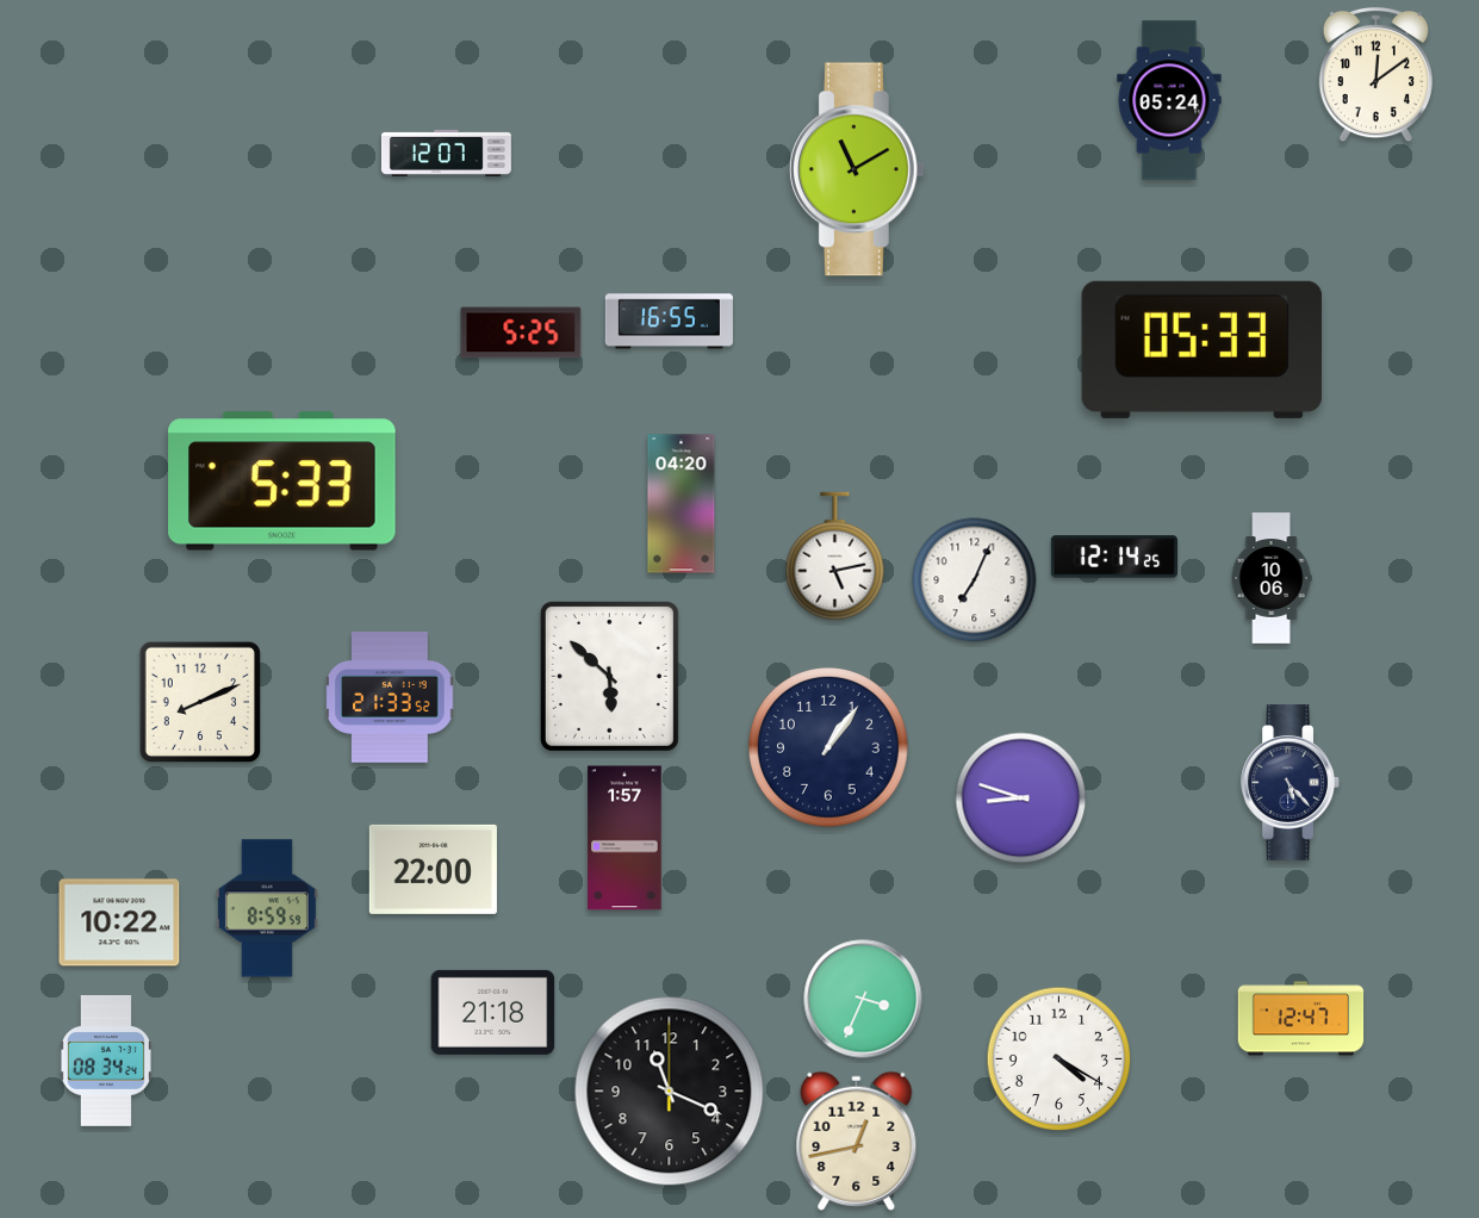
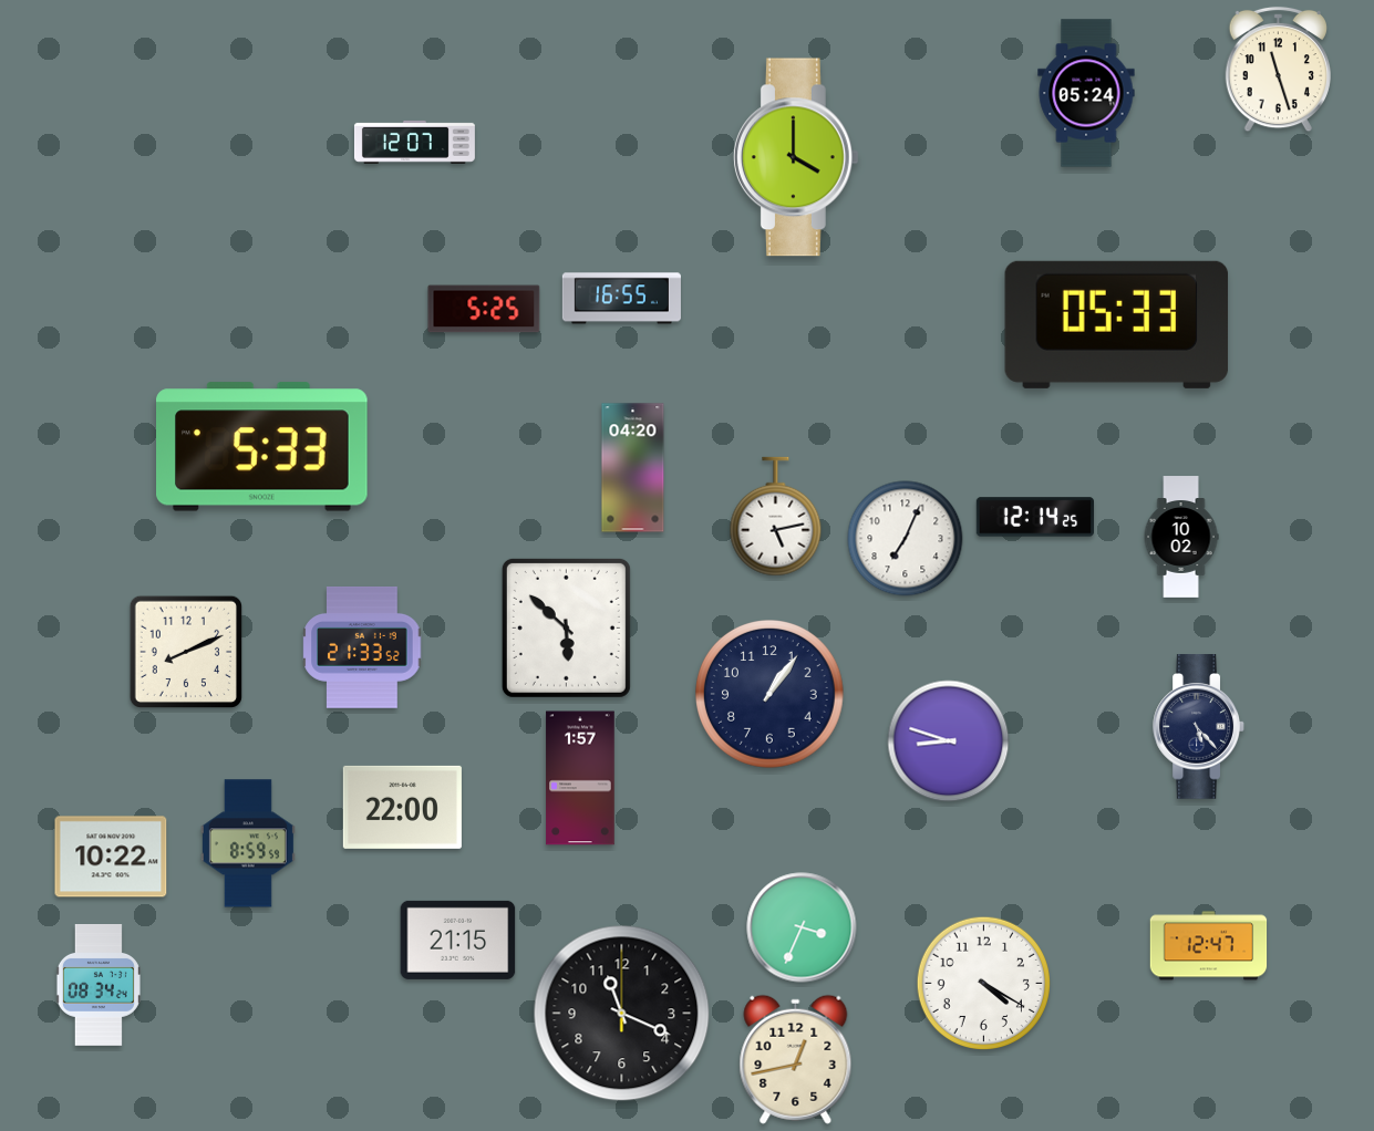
clock at (1375, 75): 12:09 -> 11:27
clock at (857, 169): 11:10 -> 4:00
clock at (1272, 578): 10:06 -> 10:02
clock at (493, 1012): 21:18 -> 21:15
